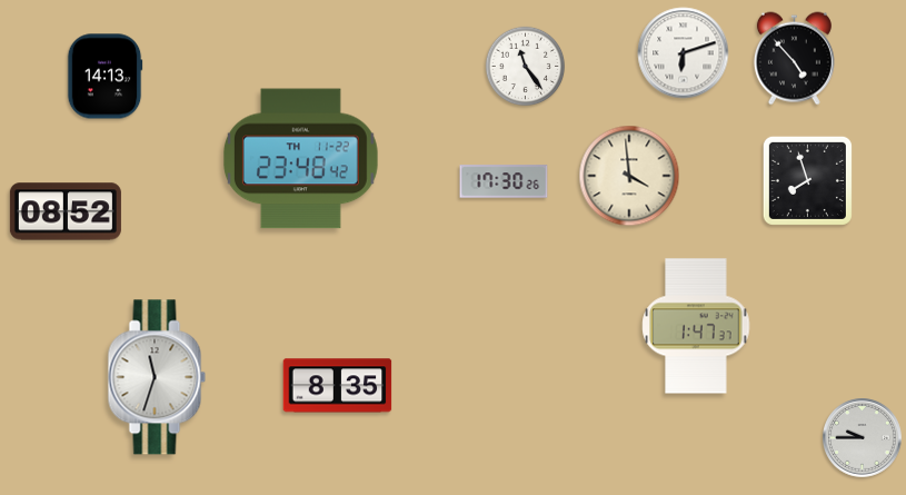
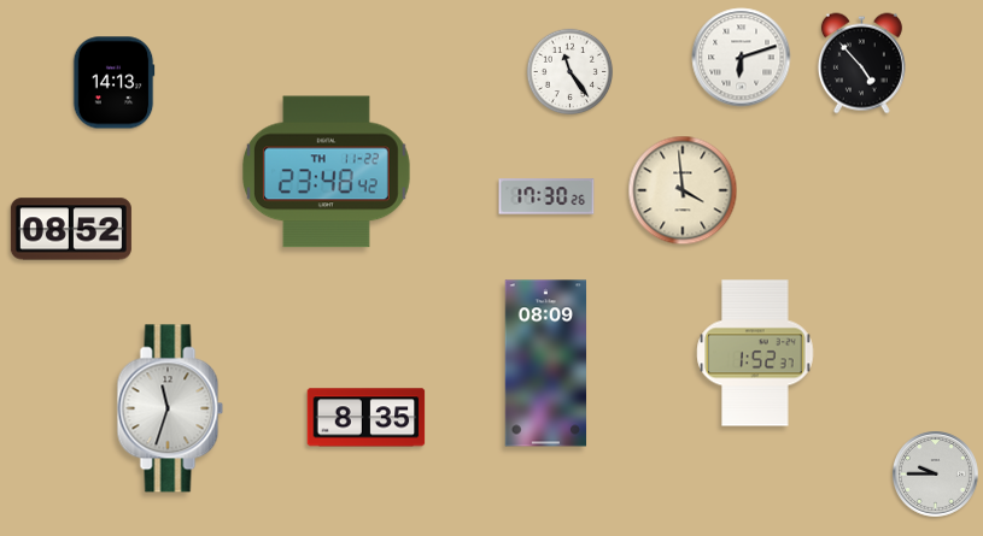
clock at (807, 180): 7:57 -> none
clock at (696, 326): 1:47 -> 1:52
clock at (546, 364): none -> 08:09
